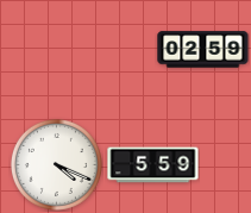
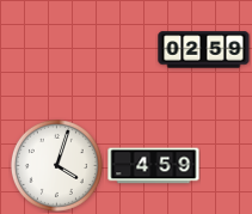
clock at (56, 164): 4:19 -> 4:03
clock at (153, 165): 5:59 -> 4:59
